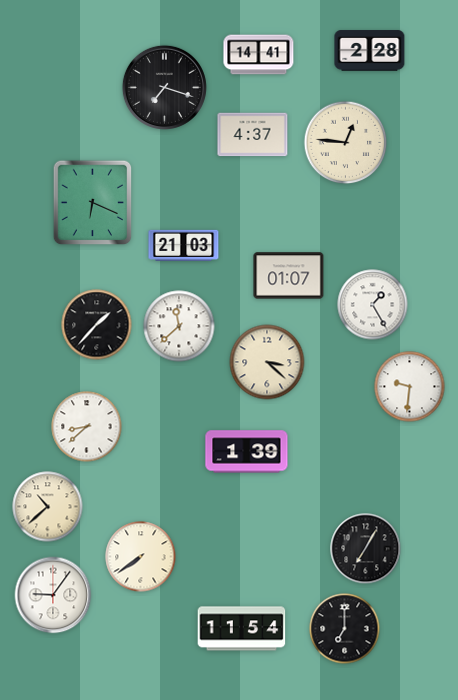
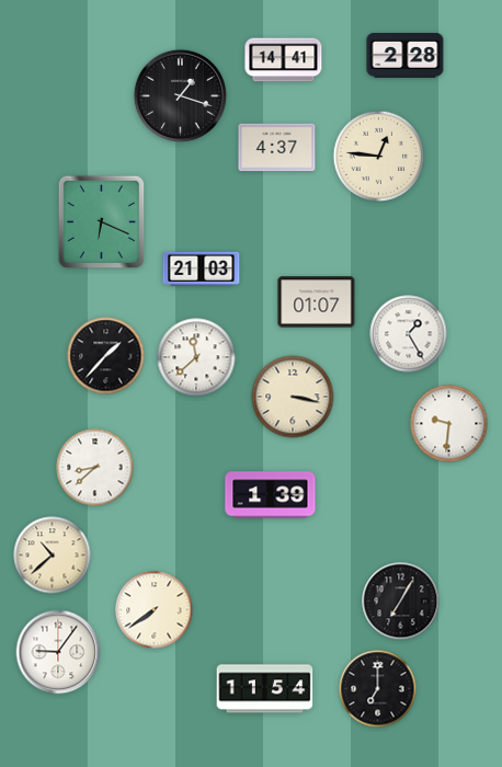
clock at (164, 87): 7:18 -> 1:18
clock at (267, 362): 3:22 -> 3:17
